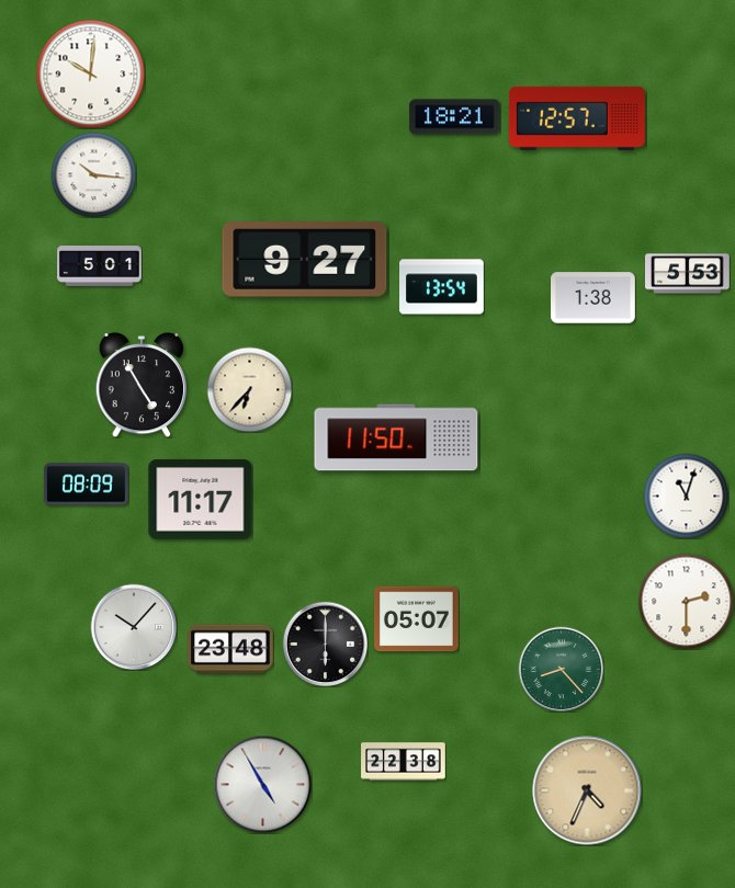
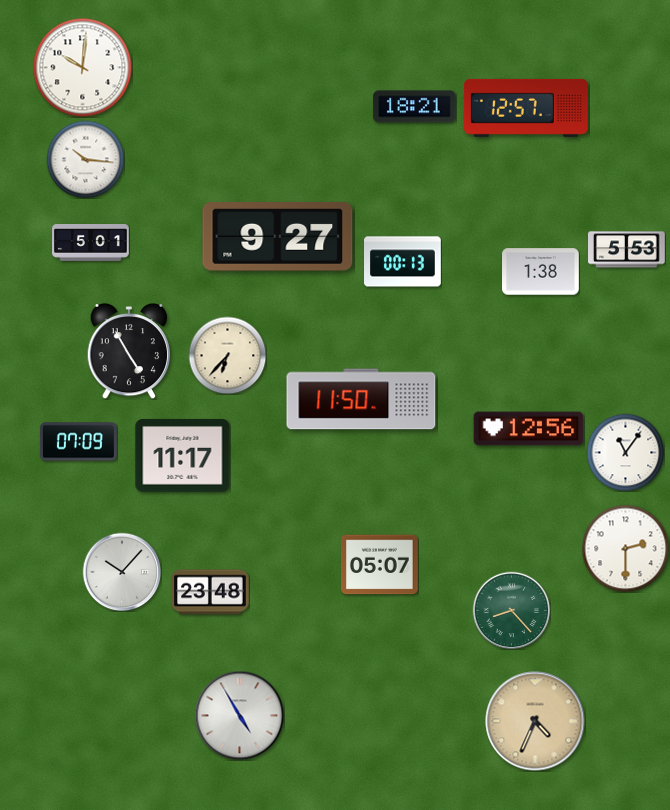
clock at (442, 287): 13:54 -> 00:13
clock at (529, 429): none -> 12:56
clock at (87, 485): 08:09 -> 07:09
clock at (686, 496): 11:03 -> 11:06
clock at (325, 644): 6:00 -> none
clock at (404, 762): 22:38 -> none
